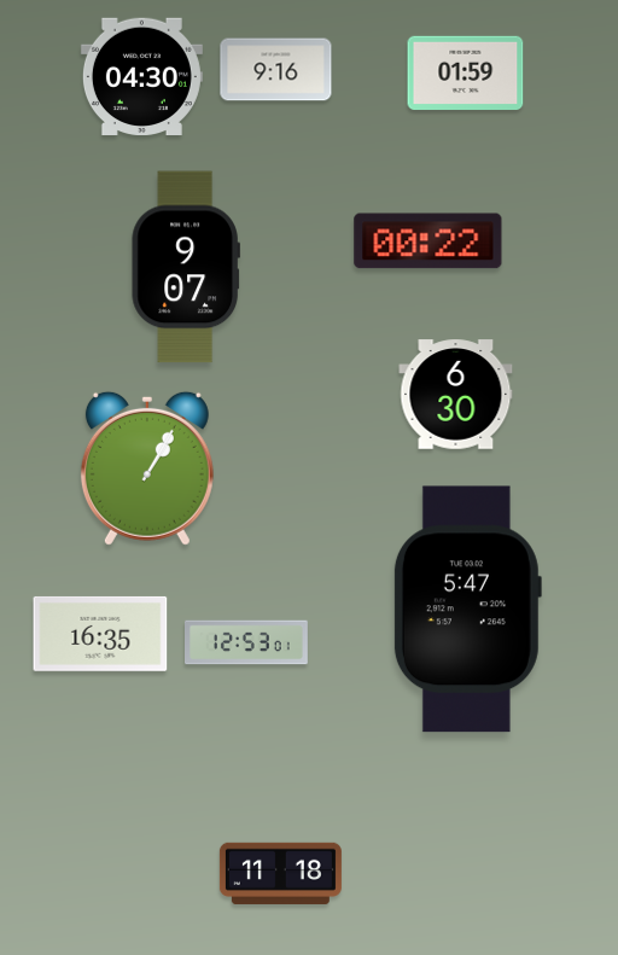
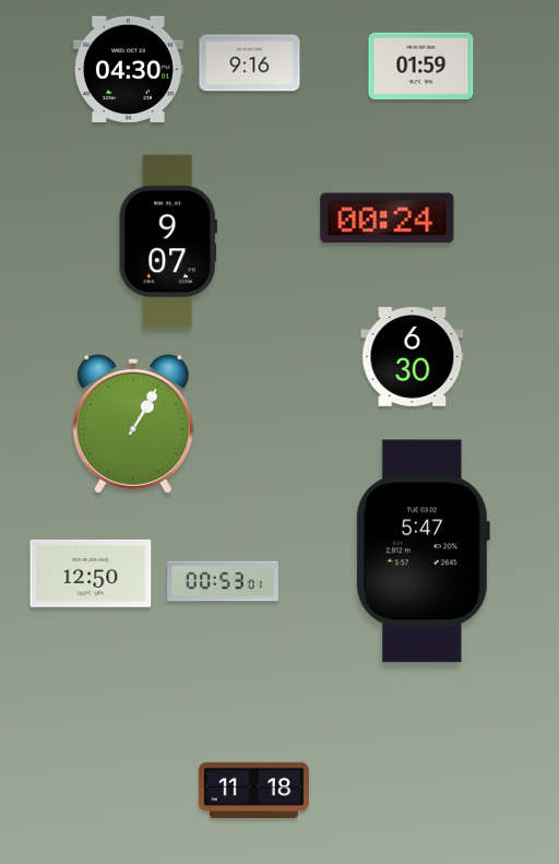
clock at (428, 241): 00:22 -> 00:24
clock at (100, 634): 16:35 -> 12:50
clock at (247, 642): 12:53 -> 00:53
